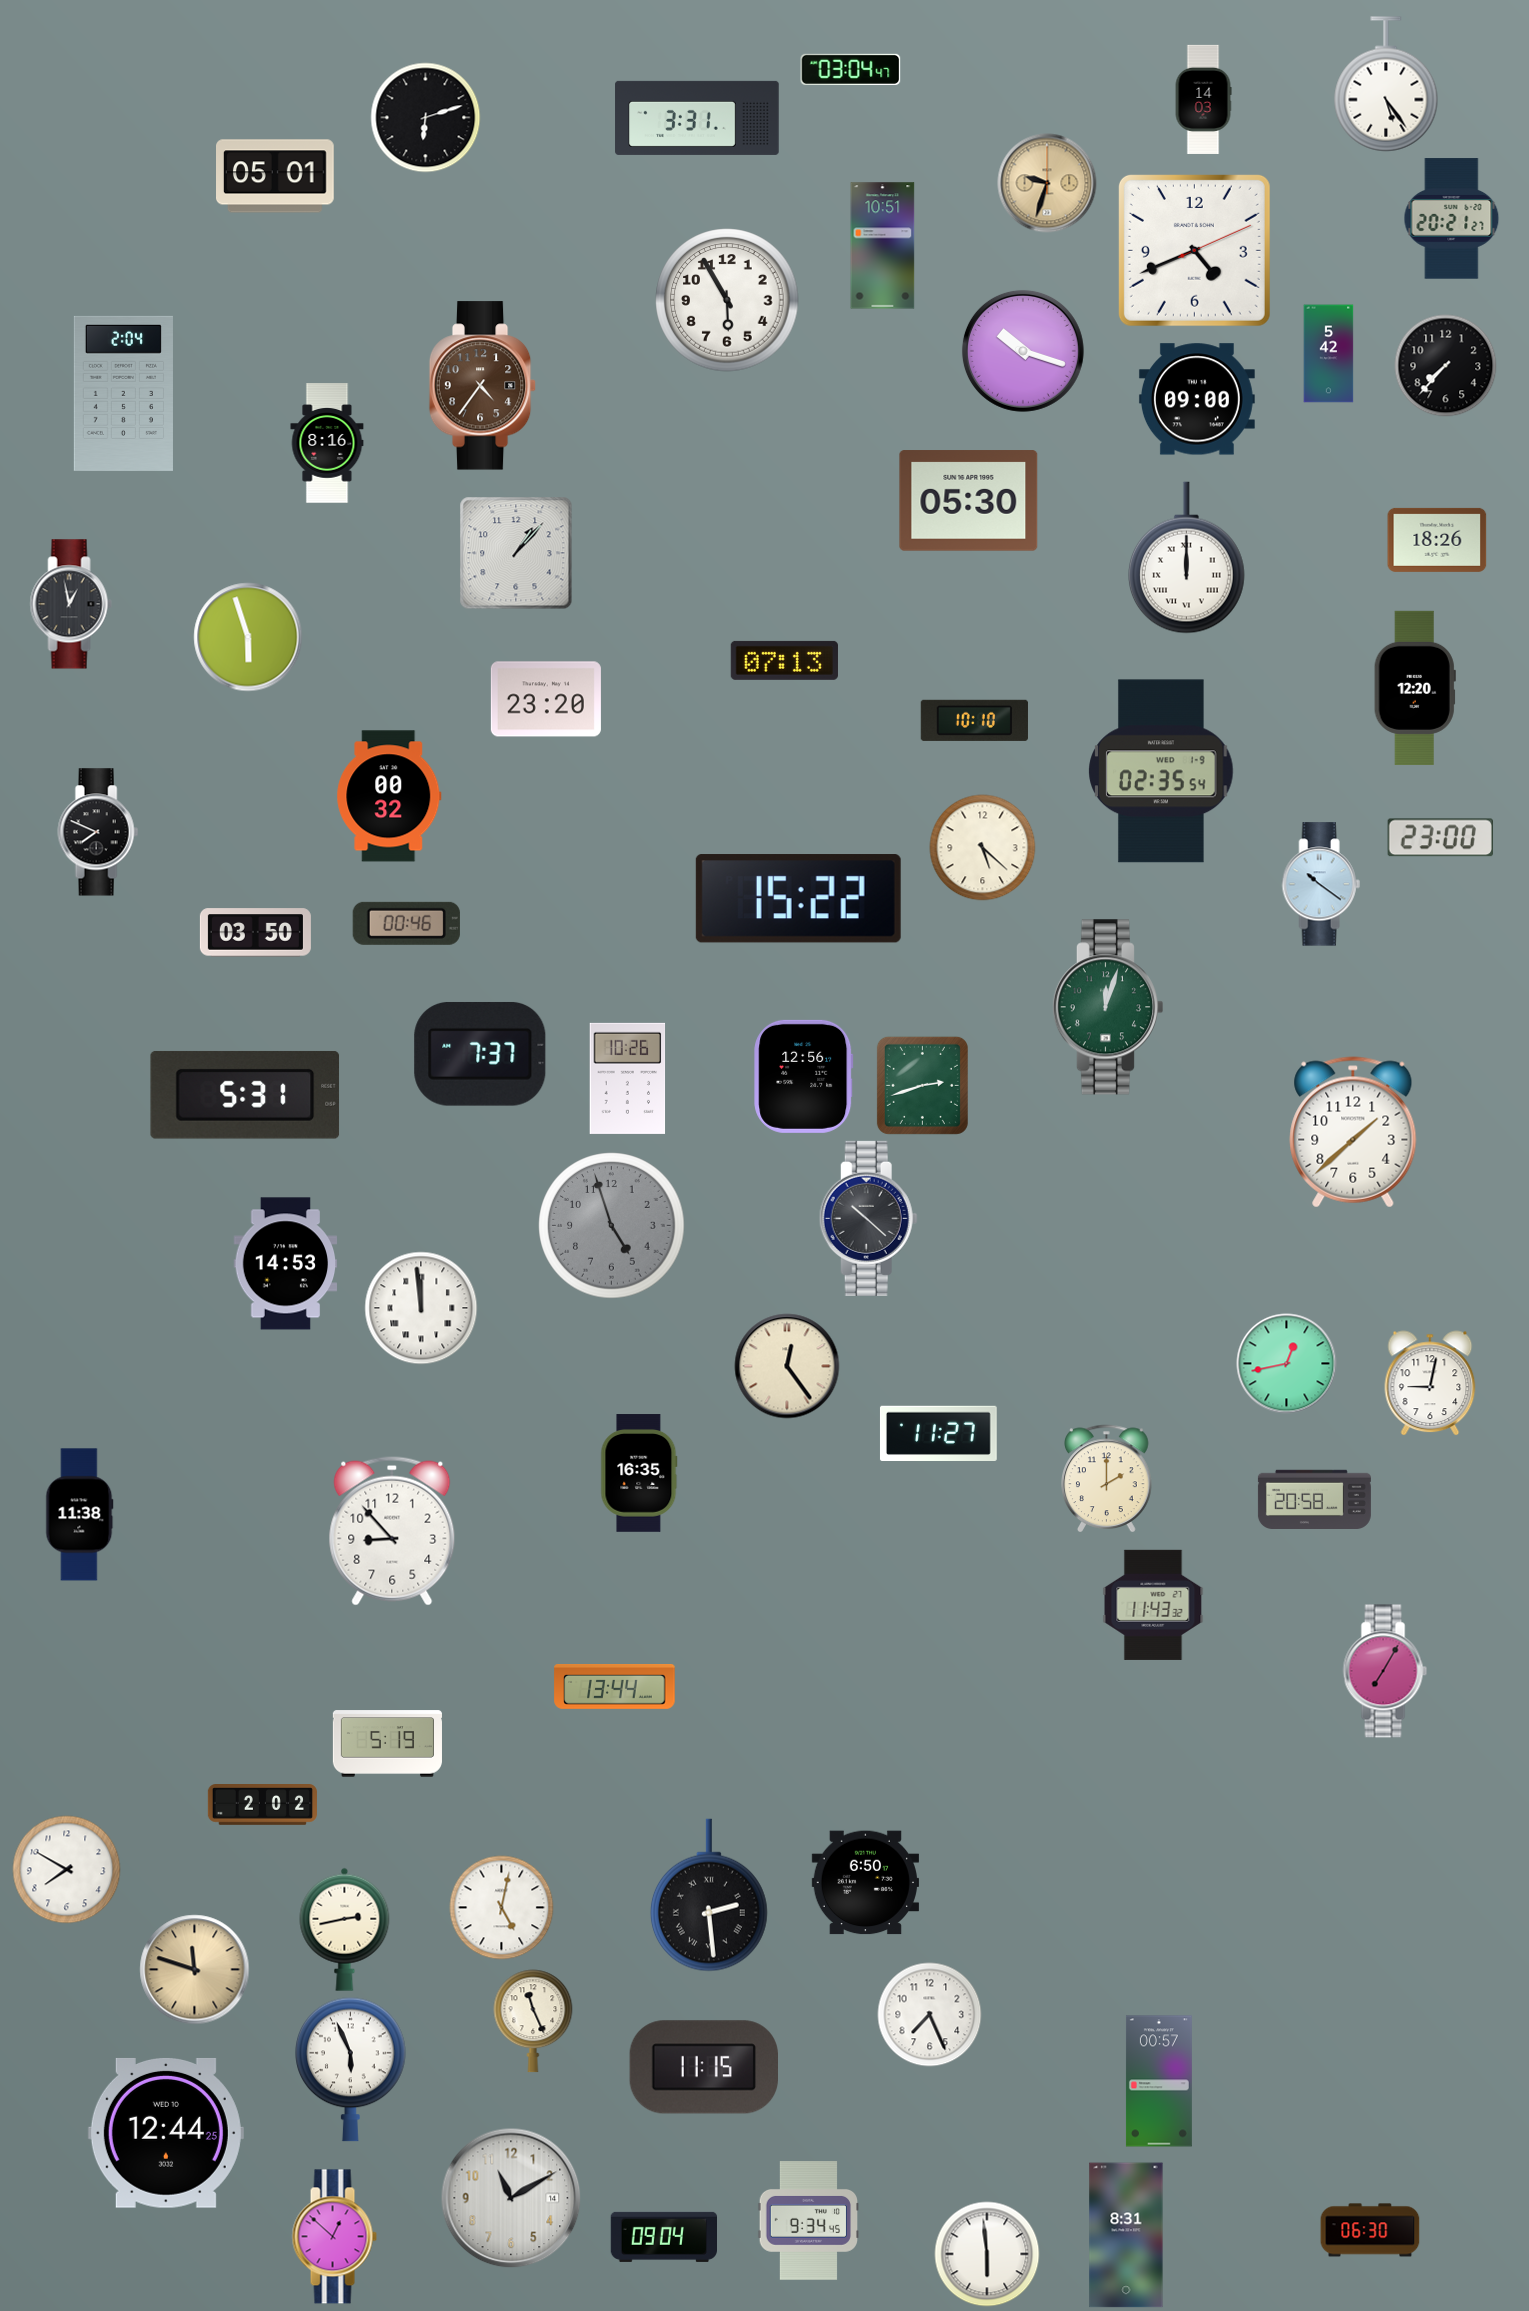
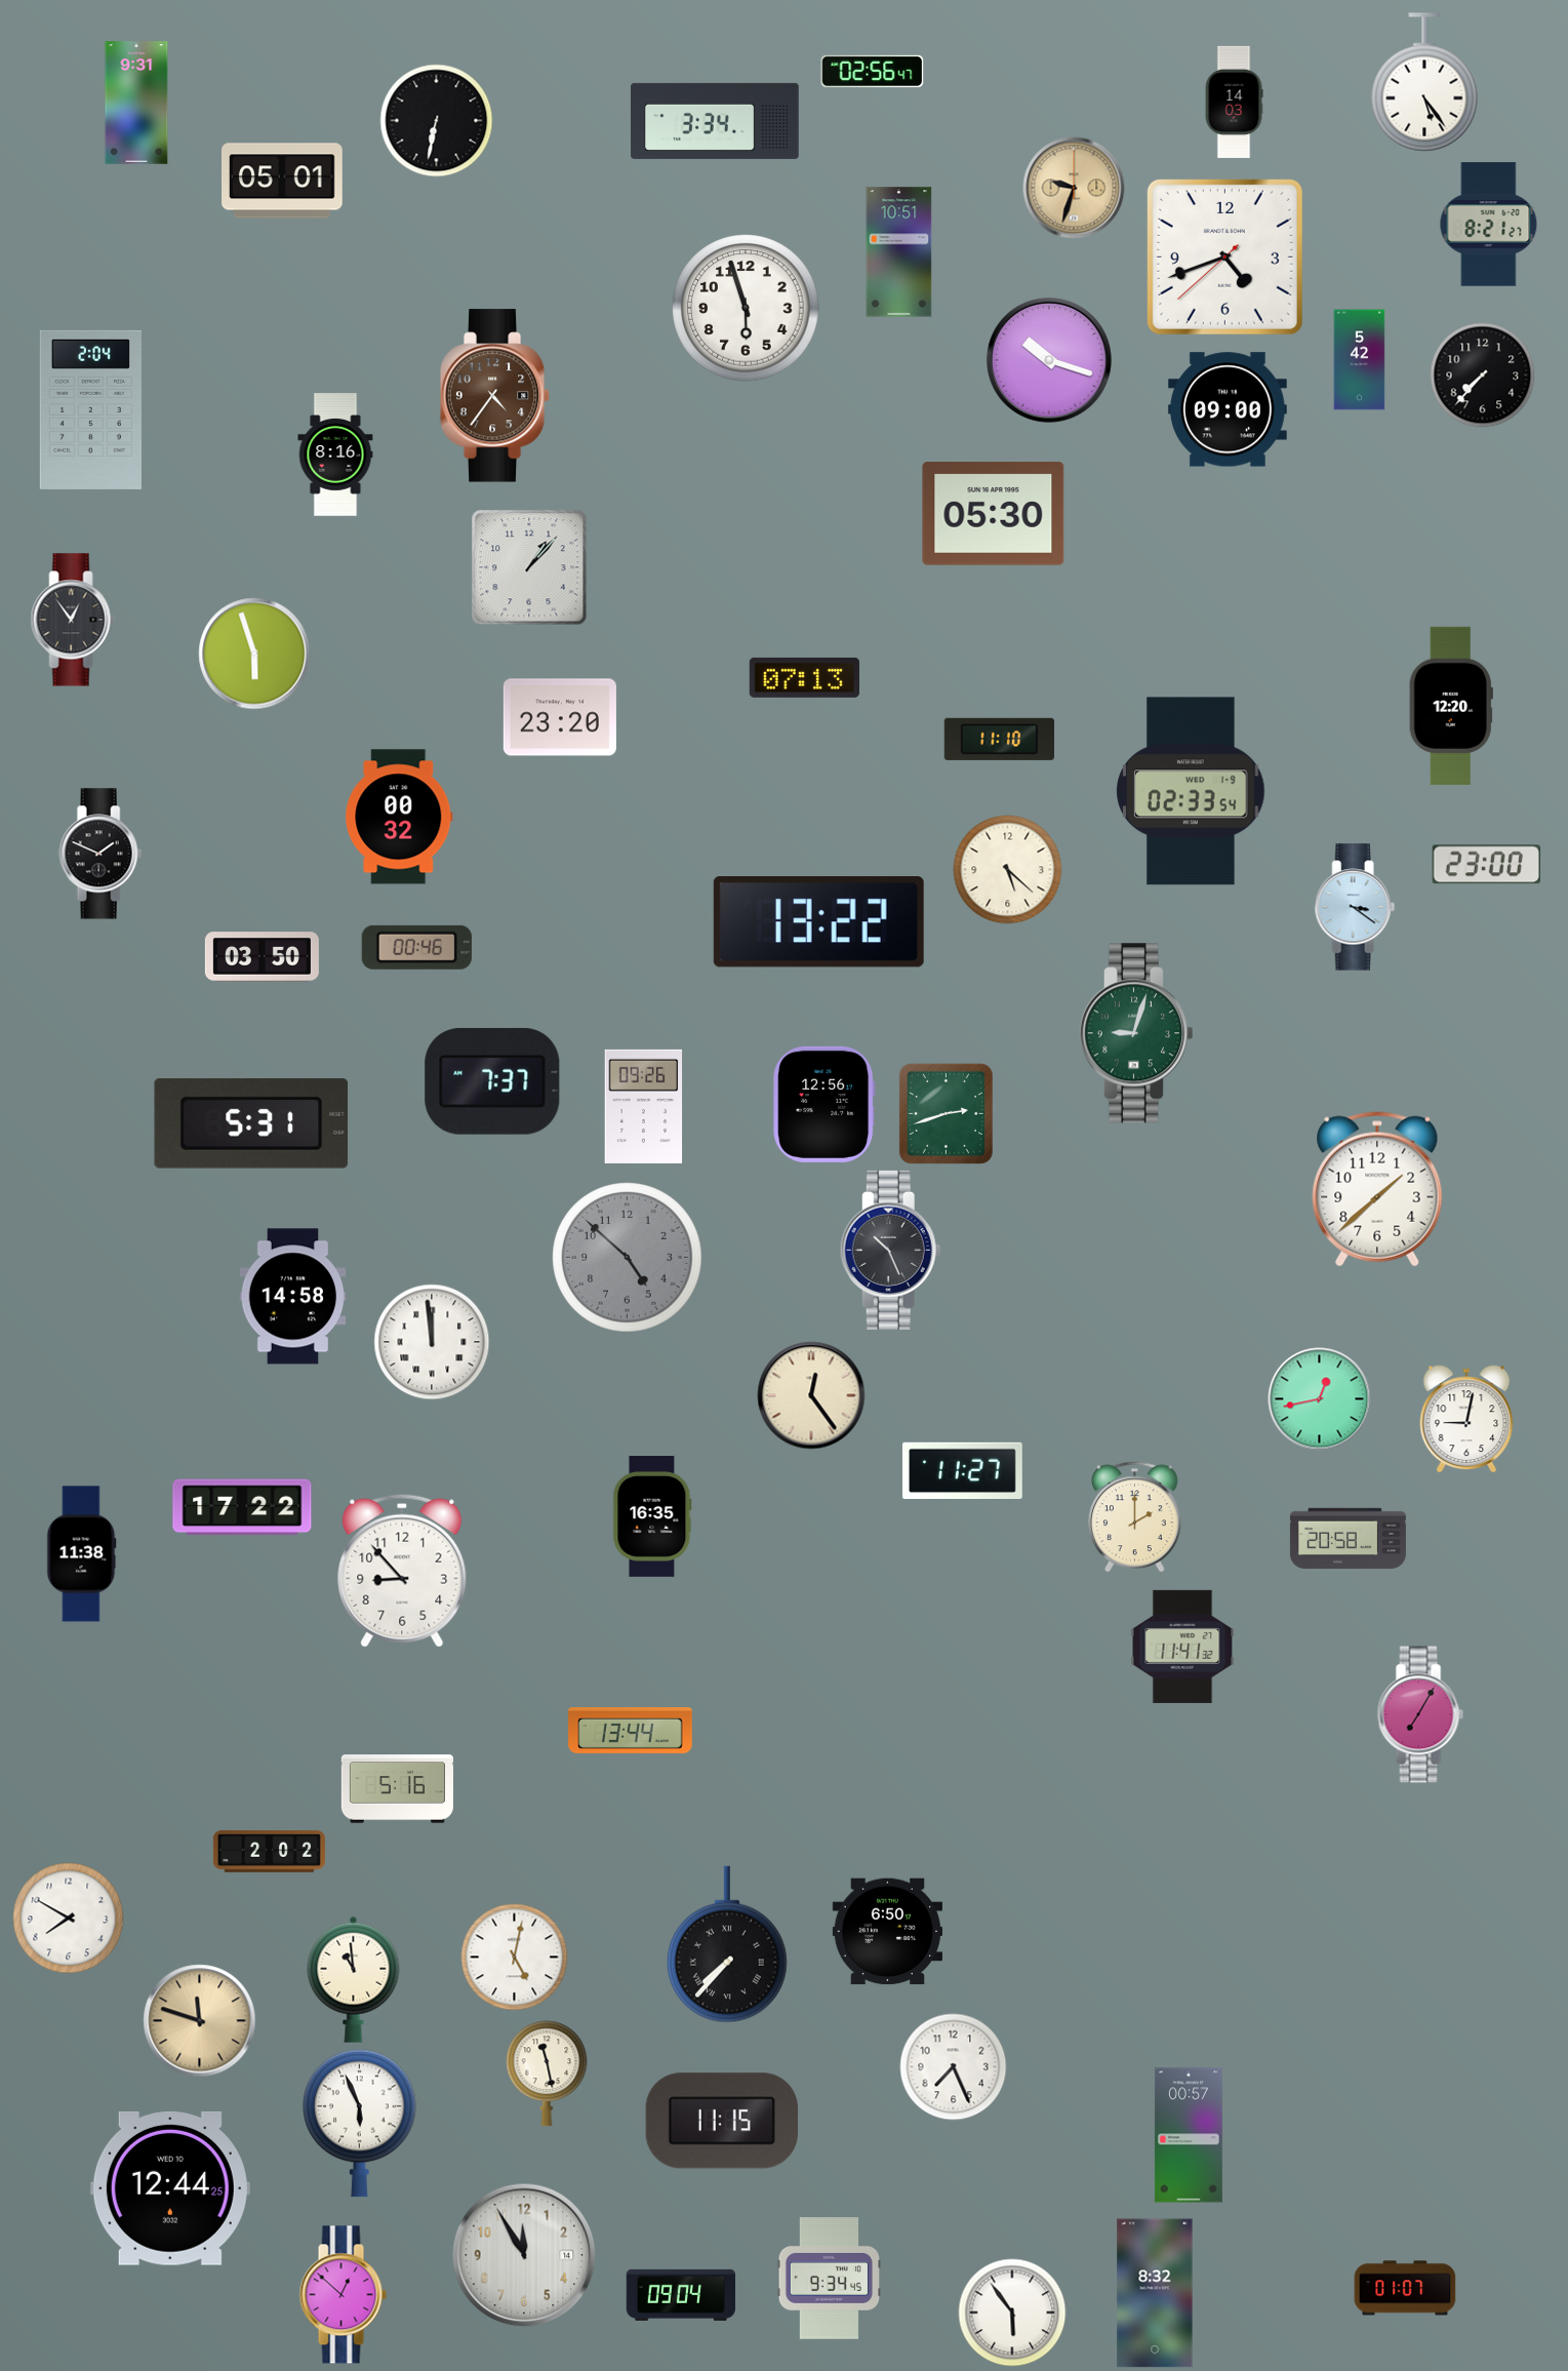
clock at (851, 69): 03:04 -> 02:56
clock at (1386, 84) position: (1386, 84) -> (1424, 82)
clock at (136, 103): none -> 9:31
clock at (426, 118): 6:12 -> 6:32
clock at (697, 118): 3:31 -> 3:34
clock at (1452, 219): 20:21 -> 8:21
clock at (883, 246) position: (883, 246) -> (899, 252)
clock at (1194, 250): 4:41:11 -> 4:41:38
clock at (727, 300): 5:55 -> 5:57
clock at (1329, 354) position: (1329, 354) -> (1360, 360)
clock at (123, 393) position: (123, 393) -> (90, 409)
clock at (1437, 540): 18:26 -> none
clock at (1186, 558): 12:00 -> none
clock at (71, 604): 12:58 -> 12:54
clock at (974, 720): 10:10 -> 11:10
clock at (1161, 771): 02:35 -> 02:33
clock at (98, 832): 7:49 -> 1:49
clock at (1440, 838) position: (1440, 838) -> (1486, 865)
clock at (1321, 884): 10:21 -> 3:21
clock at (798, 899): 15:22 -> 13:22
clock at (1107, 1007): 12:03 -> 9:03
clock at (628, 1078): 10:26 -> 09:26
clock at (1353, 1132) position: (1353, 1132) -> (1377, 1189)
clock at (868, 1218): 10:22 -> 10:26
clock at (612, 1226): 4:57 -> 4:52
clock at (286, 1264): 14:53 -> 14:58
clock at (787, 1366) position: (787, 1366) -> (811, 1395)
clock at (242, 1507): none -> 17:22
clock at (639, 1473) position: (639, 1473) -> (652, 1516)
clock at (1153, 1605): 11:43 -> 11:41
clock at (387, 1744): 5:19 -> 5:16
clock at (709, 1895): 2:29 -> 7:37
clock at (345, 1929): 2:43 -> 10:59
clock at (533, 2021): 11:26 -> 11:28
clock at (511, 2198): 11:10 -> 11:55
clock at (1370, 2230): 06:30 -> 01:07
clock at (1126, 2235): 8:31 -> 8:32
clock at (987, 2254): 5:59 -> 5:54
